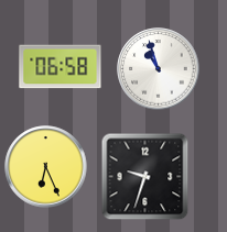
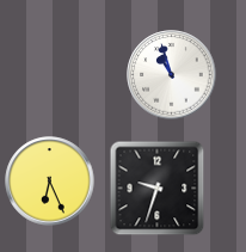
clock at (61, 67): 06:58 -> none
clock at (145, 177) position: (145, 177) -> (158, 189)
